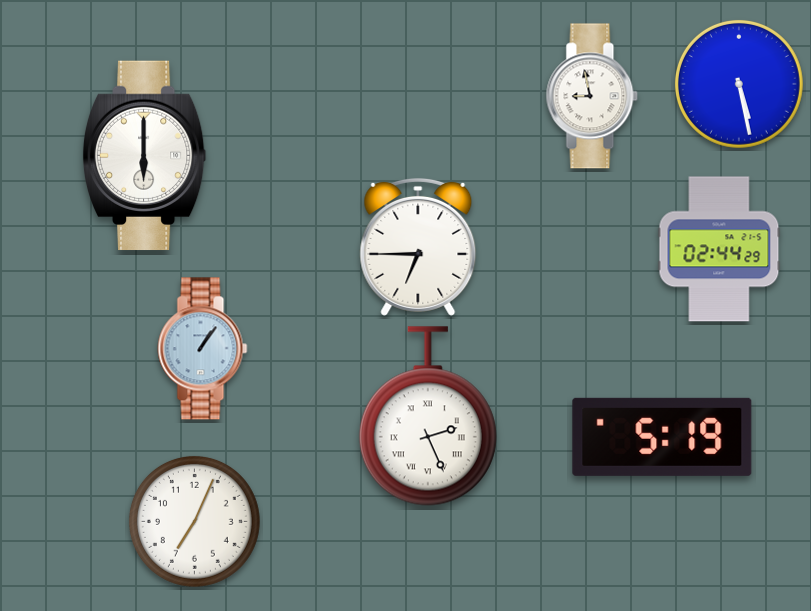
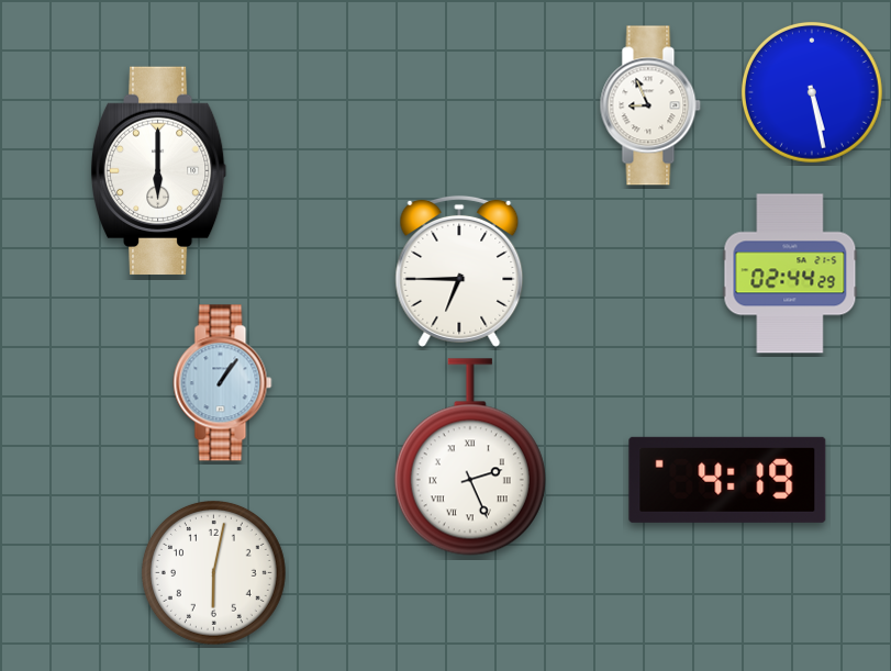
clock at (592, 96): 8:58 -> 8:56
clock at (662, 437): 5:19 -> 4:19
clock at (194, 521): 7:04 -> 6:02
